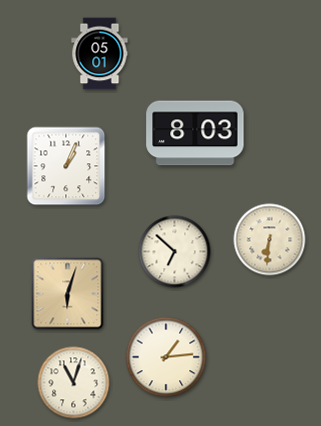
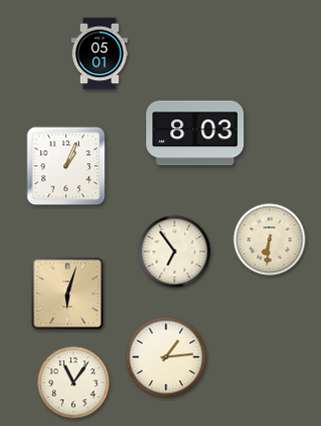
clock at (175, 252): 6:52 -> 6:54
clock at (74, 383): 11:03 -> 11:06
